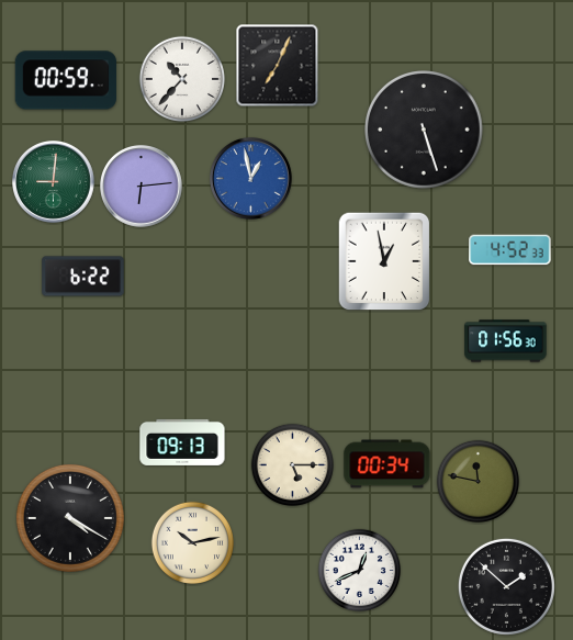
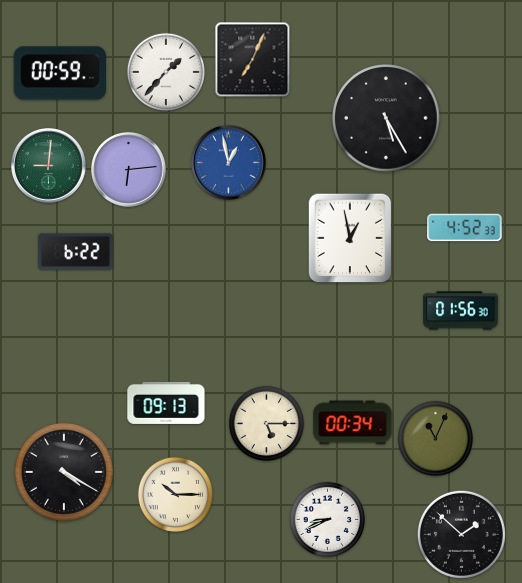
clock at (182, 79): 10:37 -> 1:37
clock at (425, 131): 5:27 -> 5:25
clock at (477, 481): 11:47 -> 11:04
clock at (192, 542): 10:13 -> 10:15
clock at (359, 570): 12:41 -> 8:41
